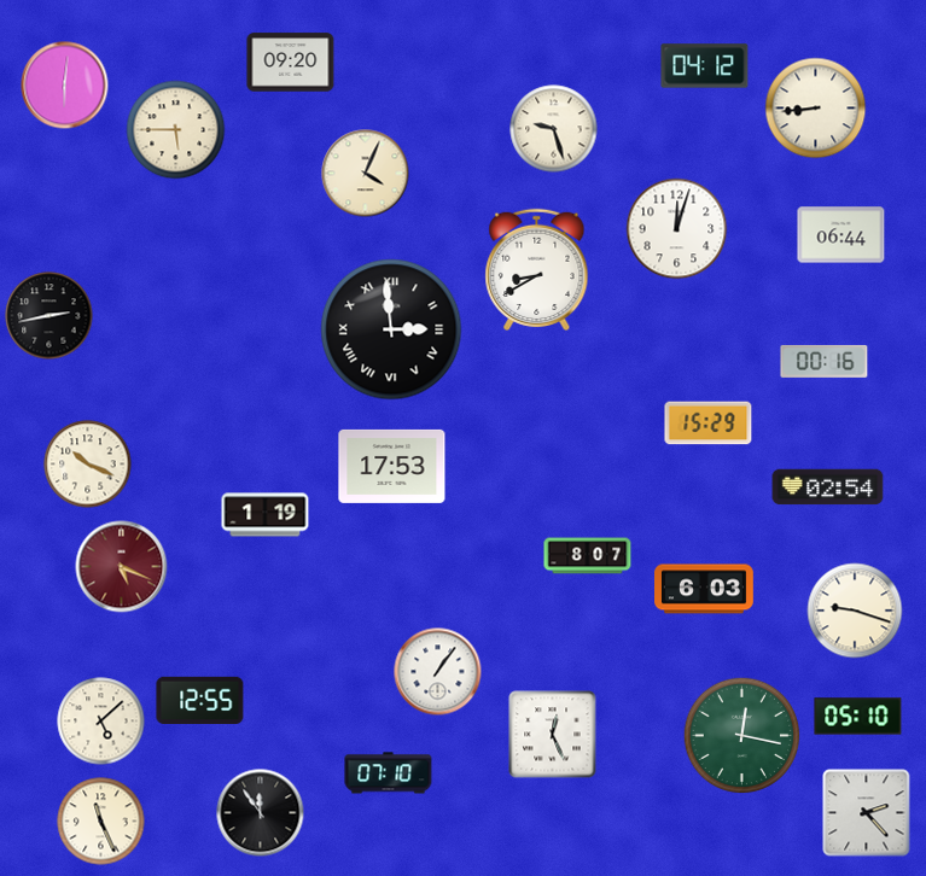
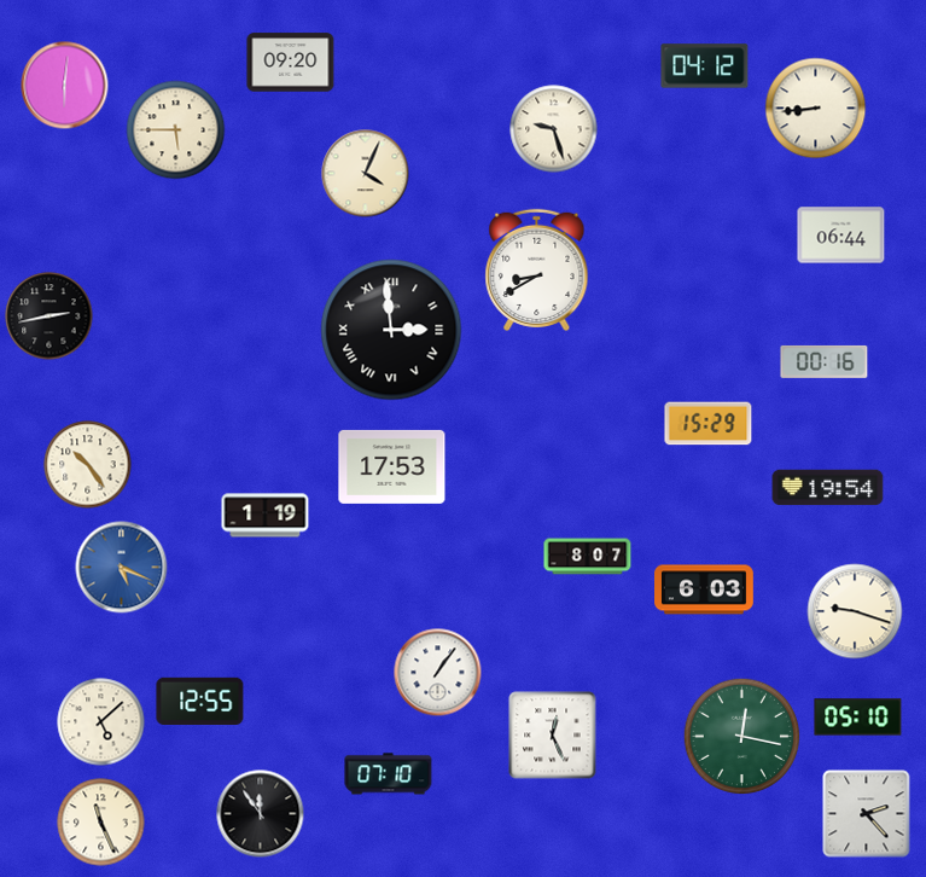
clock at (677, 229): 12:03 -> none
clock at (88, 465): 10:19 -> 10:24
clock at (828, 487): 02:54 -> 19:54
clock at (122, 567) dial: burgundy -> blue
